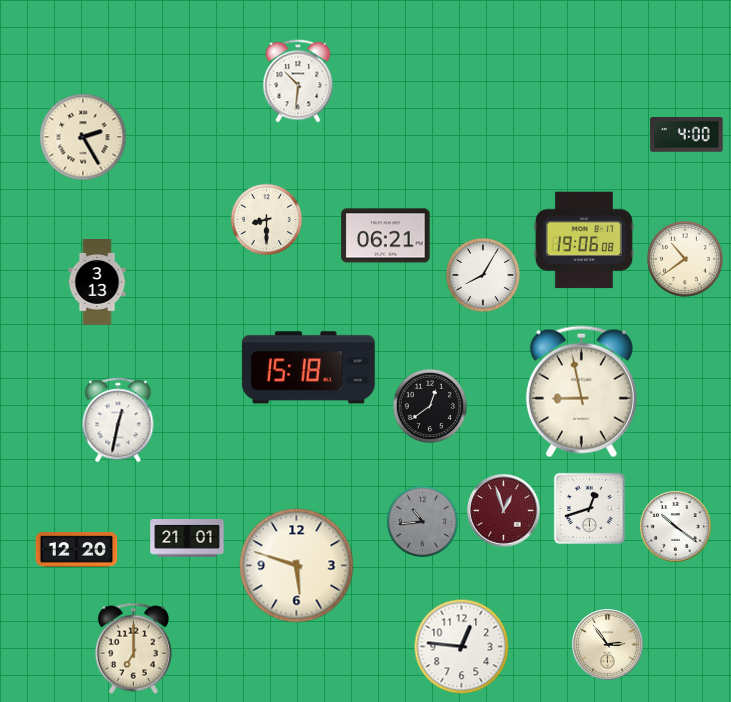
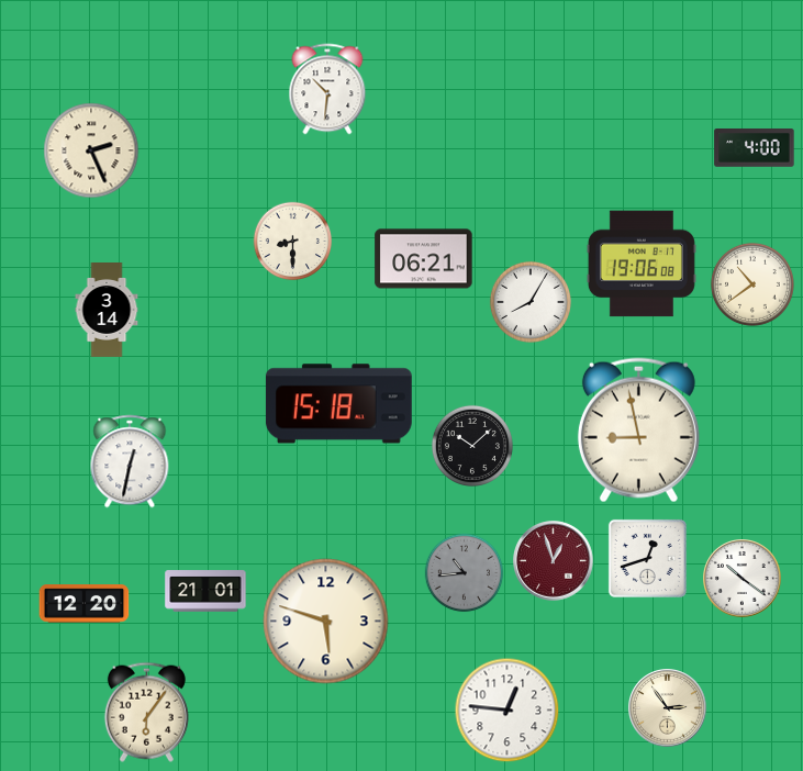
clock at (83, 137): 2:25 -> 2:26
clock at (97, 283): 3:13 -> 3:14
clock at (430, 406): 12:39 -> 10:08
clock at (133, 648): 7:00 -> 6:06
